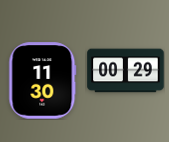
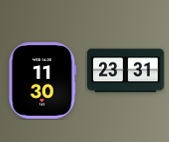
clock at (126, 71): 00:29 -> 23:31
